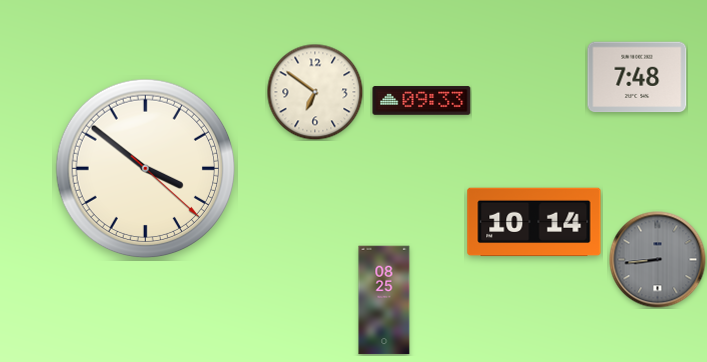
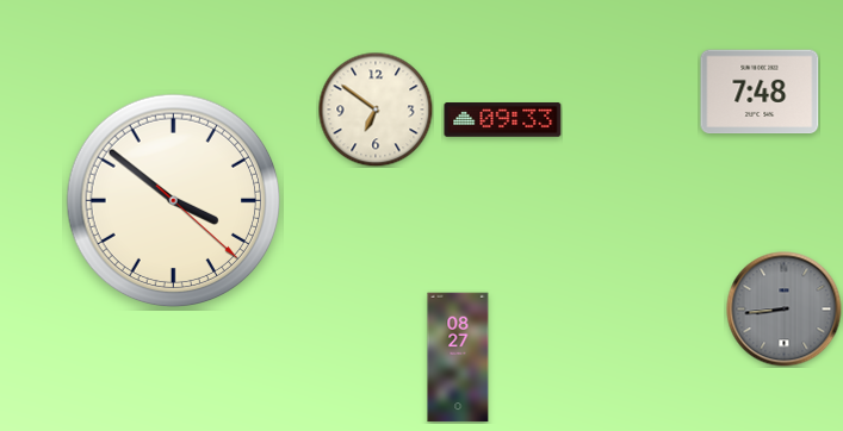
clock at (534, 222): 10:14 -> none
clock at (384, 300): 08:25 -> 08:27
